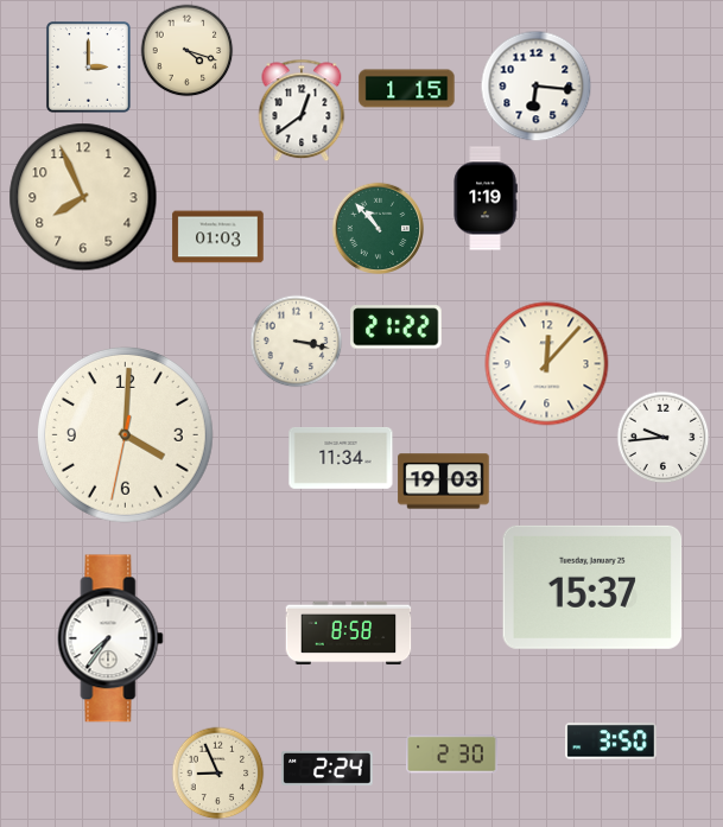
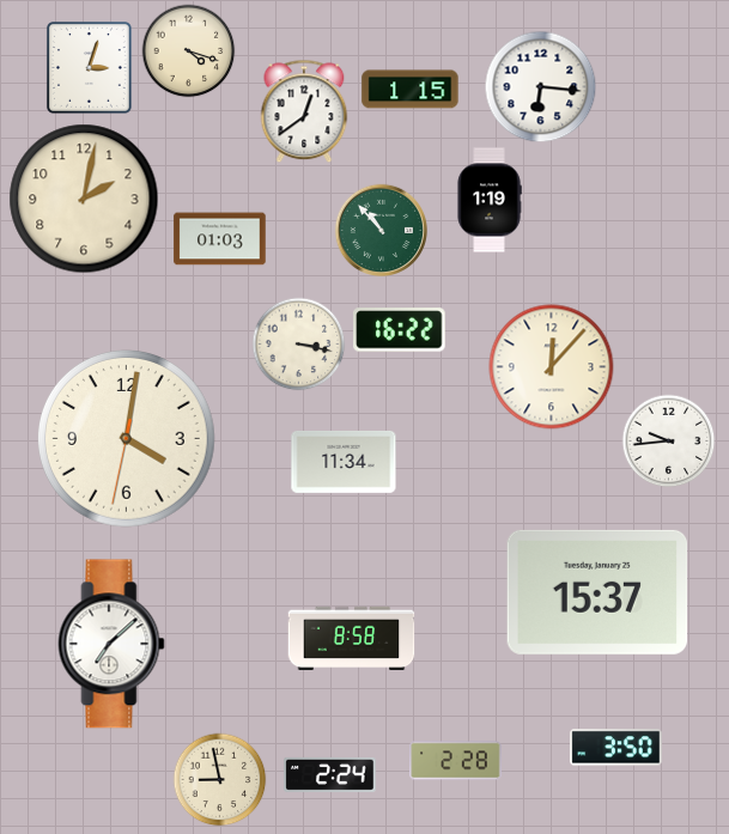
clock at (88, 68): 3:00 -> 3:03
clock at (83, 197): 7:56 -> 2:02
clock at (397, 327): 21:22 -> 16:22
clock at (125, 434): 4:00 -> 4:01
clock at (444, 482): 19:03 -> none
clock at (110, 638): 7:36 -> 7:08
clock at (452, 755): 2:30 -> 2:28
clock at (217, 772): 8:56 -> 8:58
